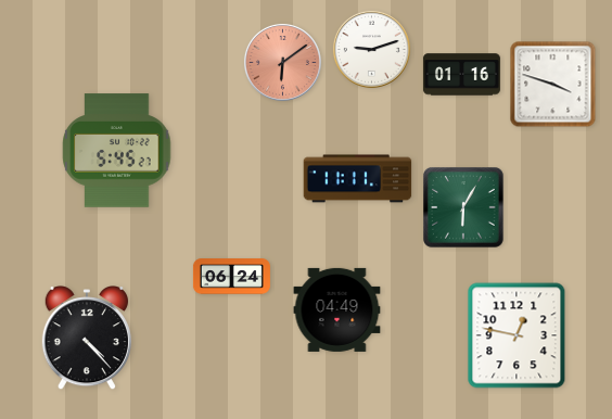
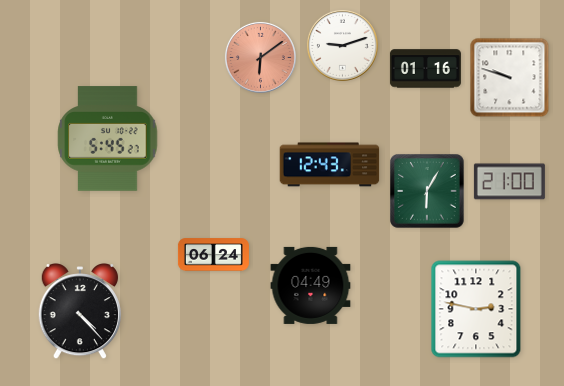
clock at (553, 85): 3:48 -> 9:48
clock at (358, 179): 11:11 -> 12:43
clock at (509, 182): none -> 21:00
clock at (517, 335): 12:47 -> 2:47
